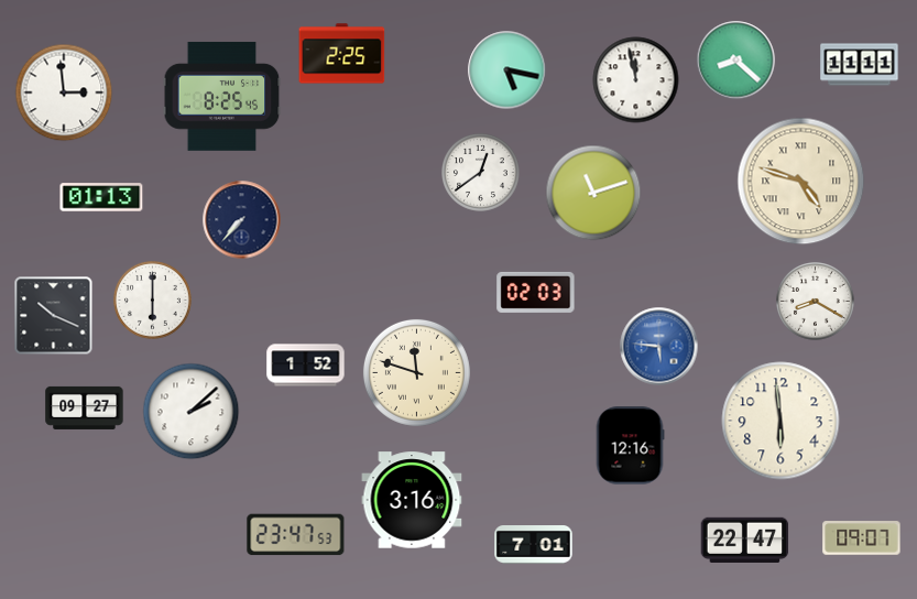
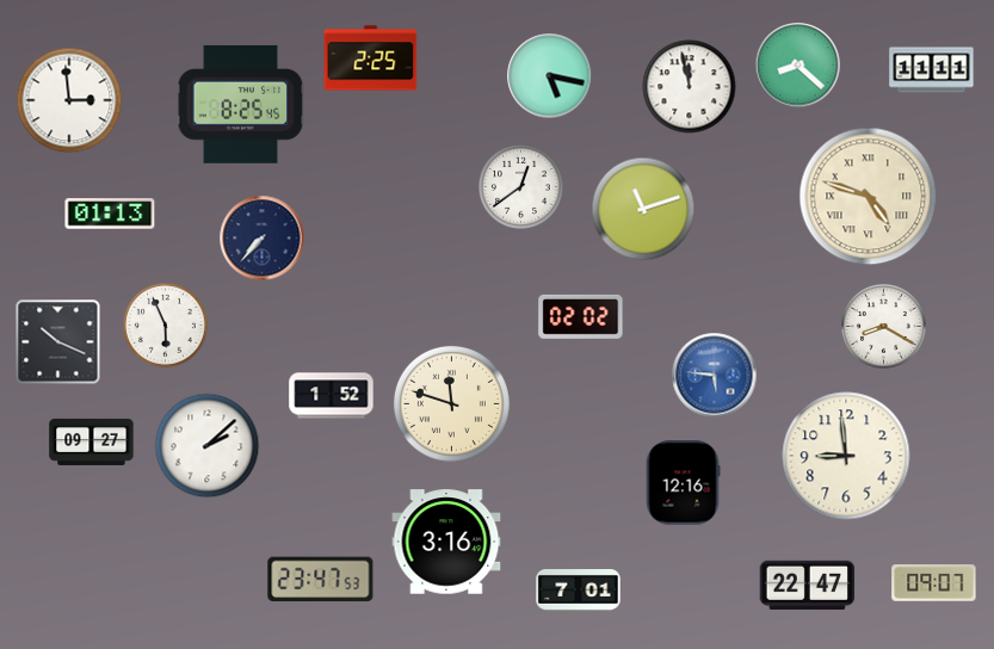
clock at (536, 292): 02:03 -> 02:02
clock at (153, 301): 6:00 -> 5:56
clock at (780, 421): 5:59 -> 8:59
